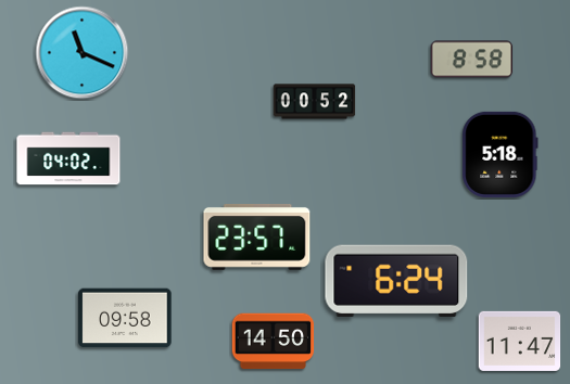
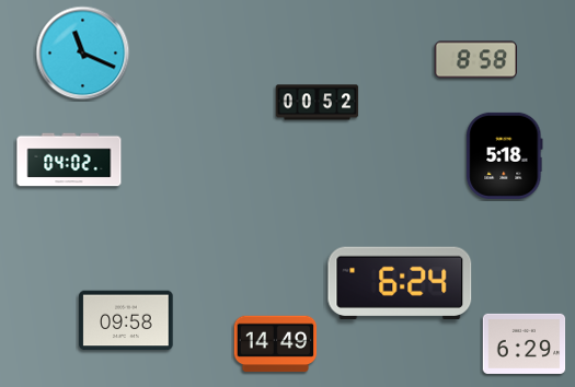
clock at (257, 236): 23:57 -> none
clock at (520, 341): 11:47 -> 6:29
clock at (274, 342): 14:50 -> 14:49
